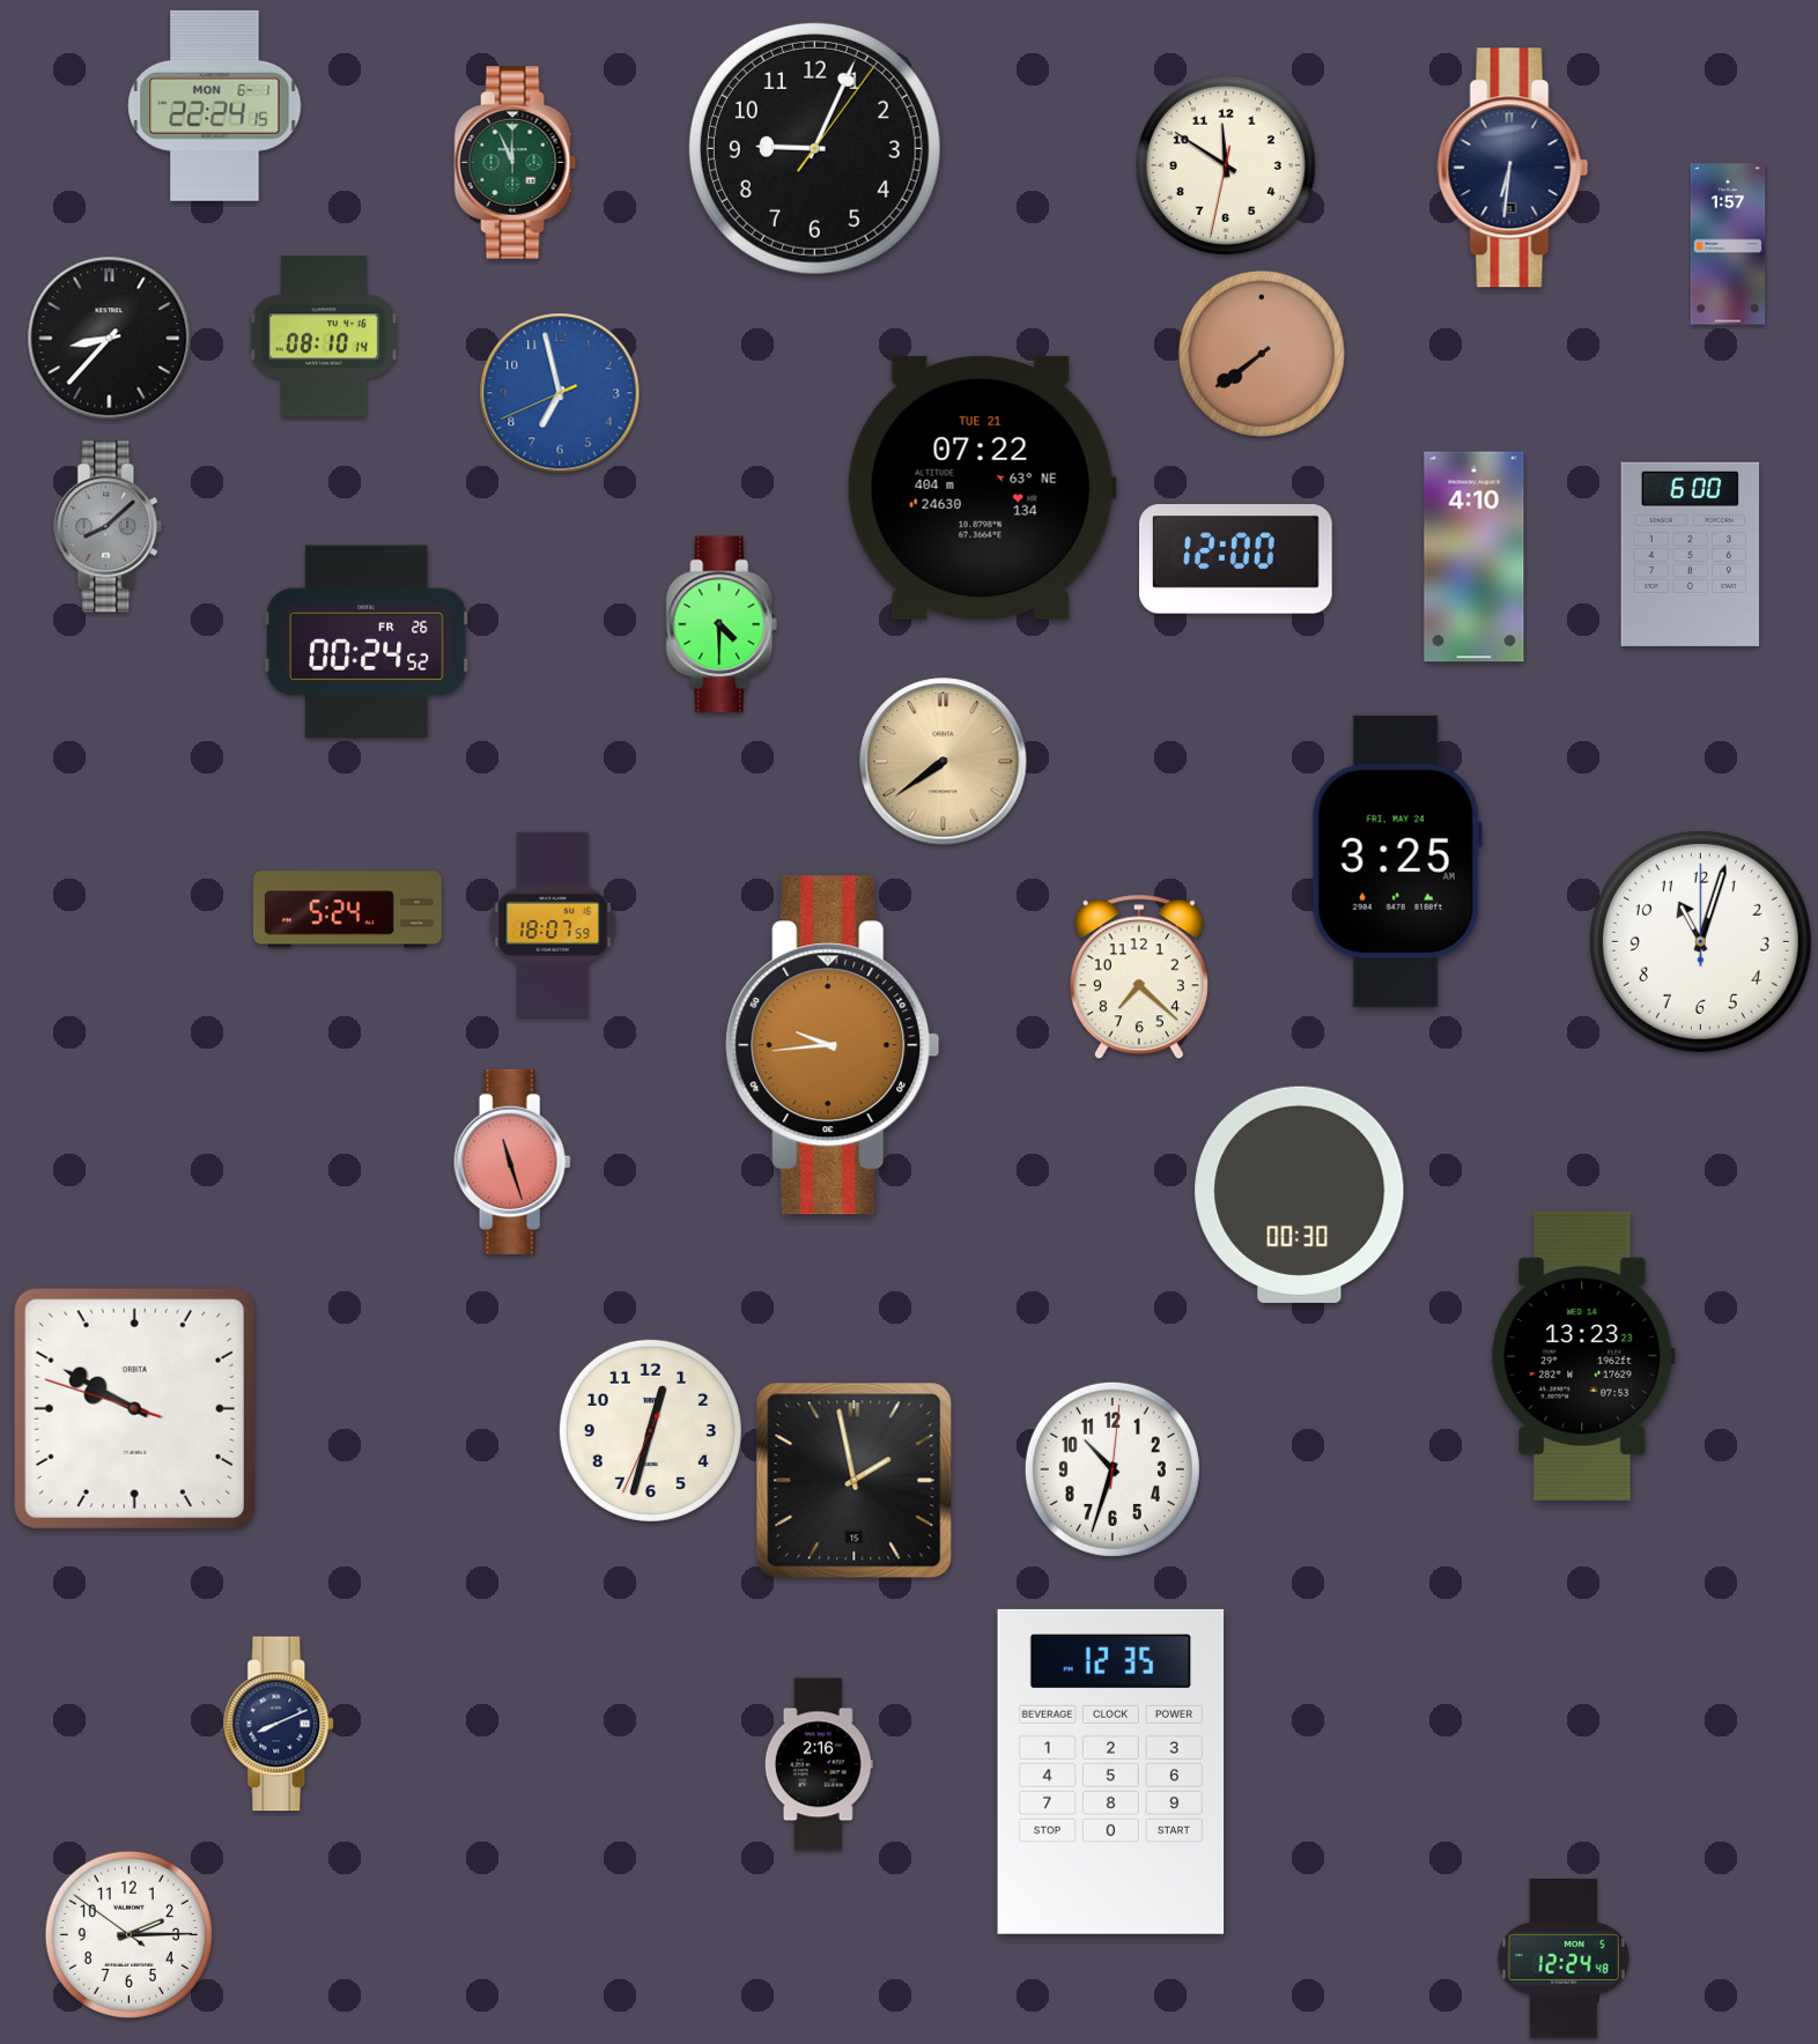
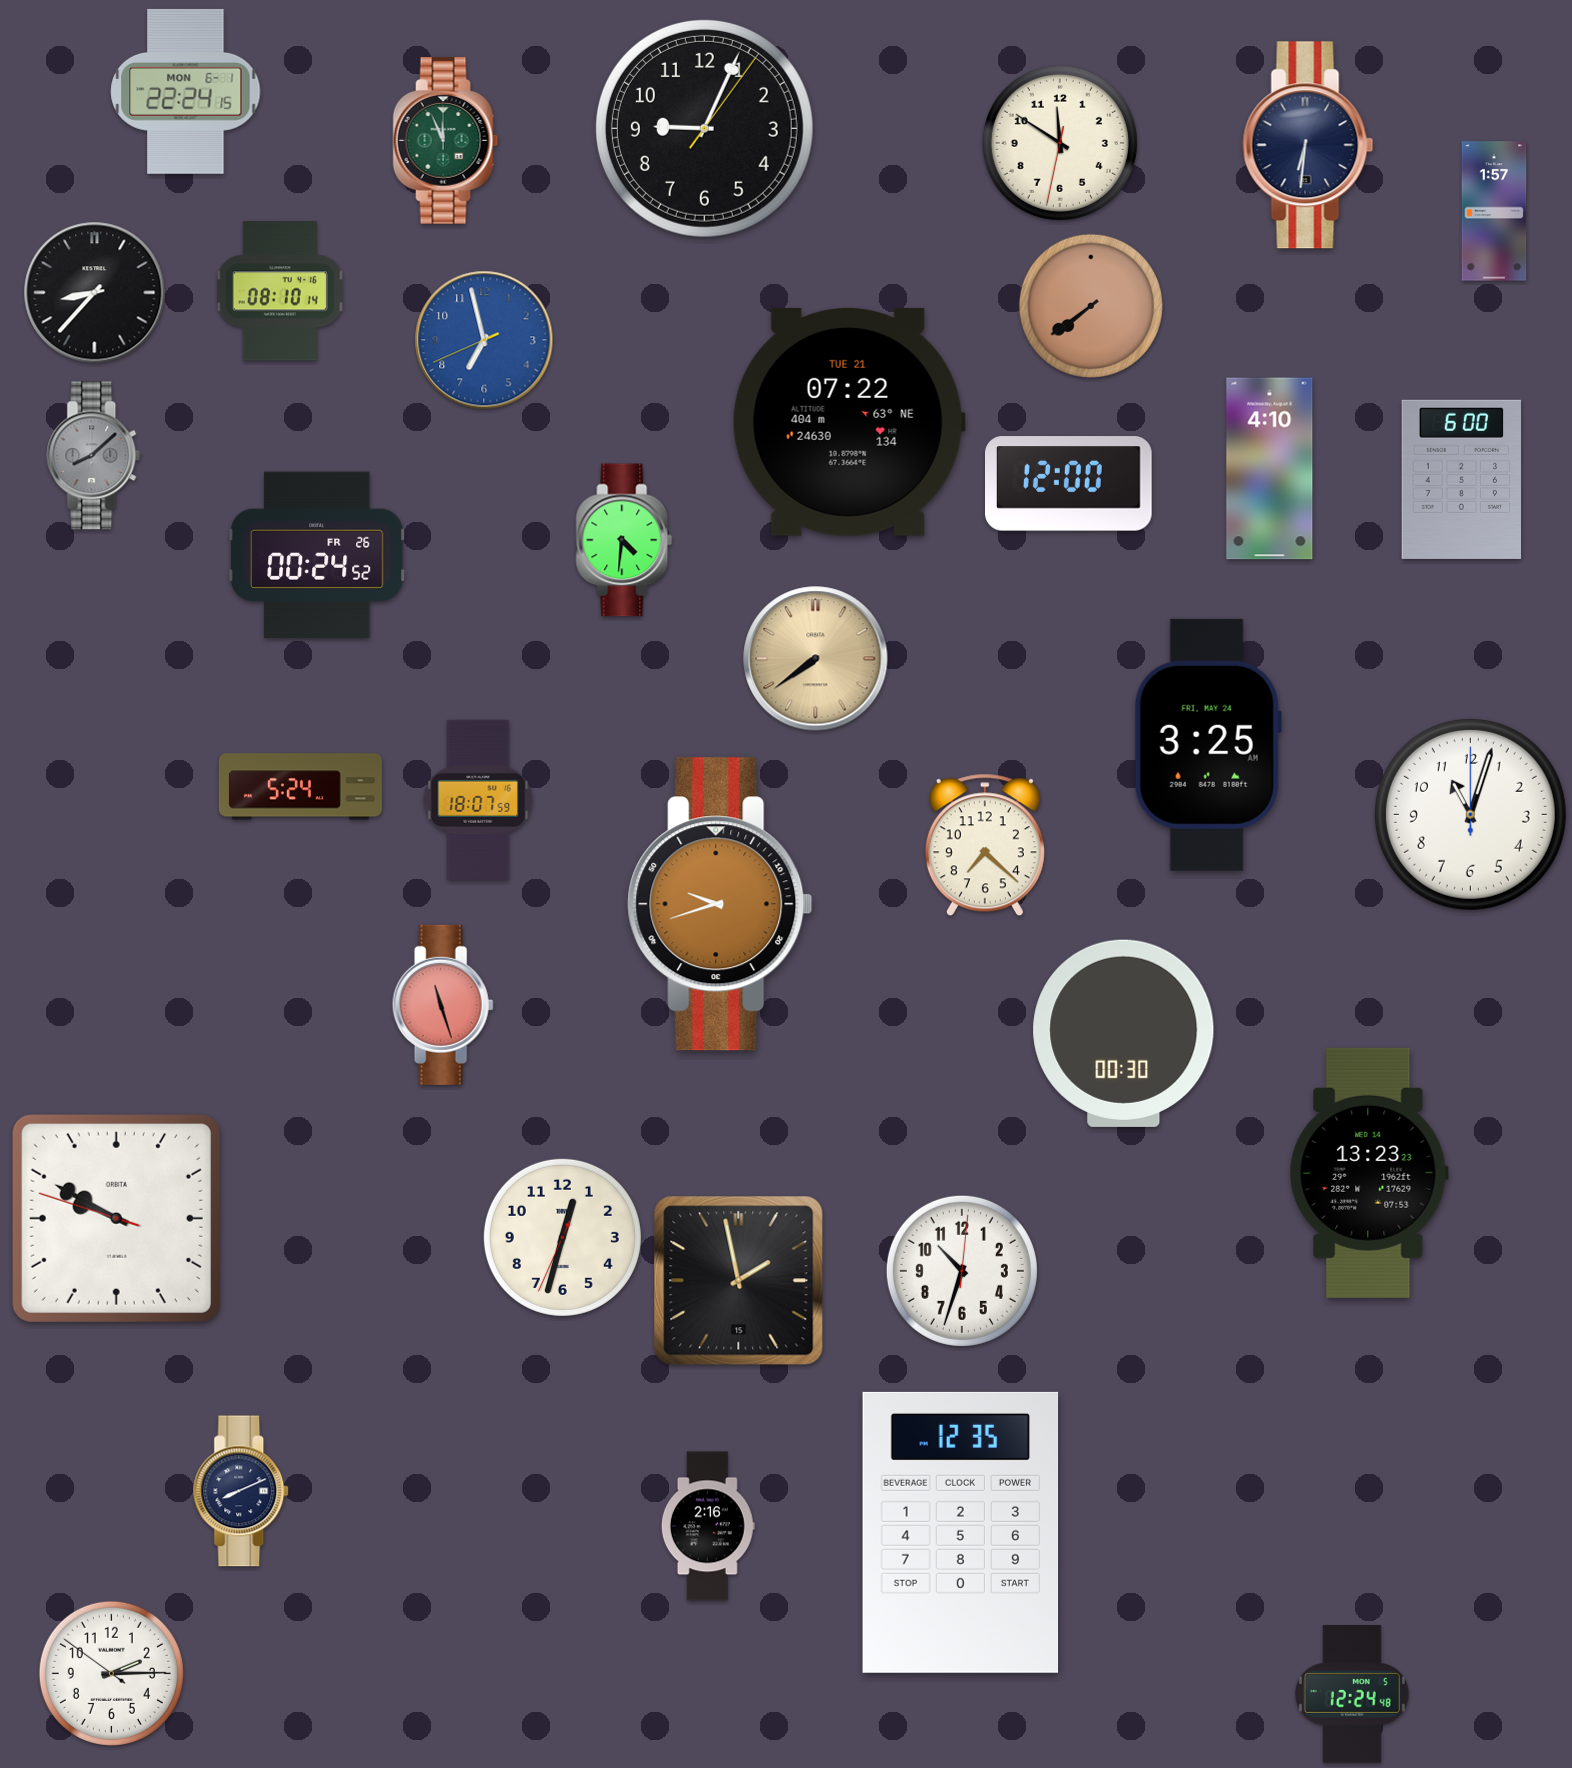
clock at (1475, 557) position: (1475, 557) -> (1270, 469)
clock at (722, 624): 4:30 -> 4:31
clock at (833, 1045): 9:44 -> 9:42
